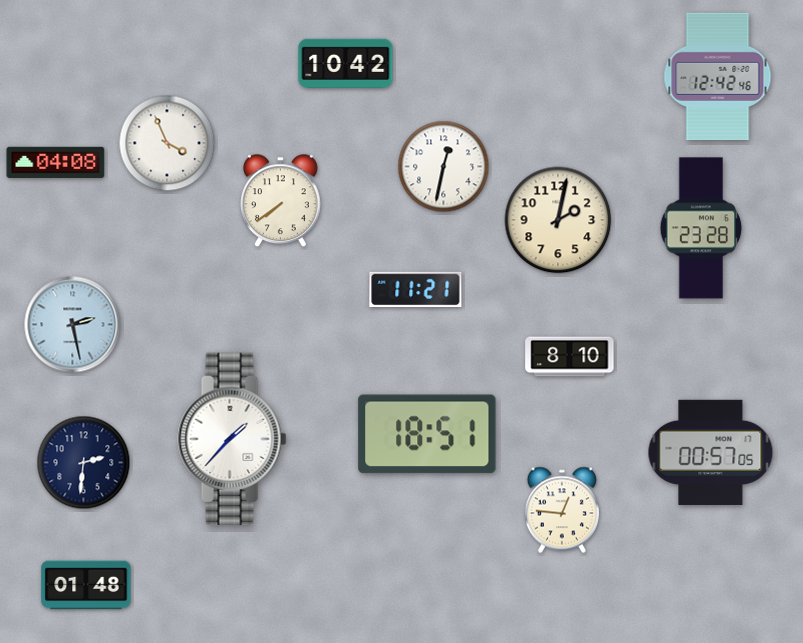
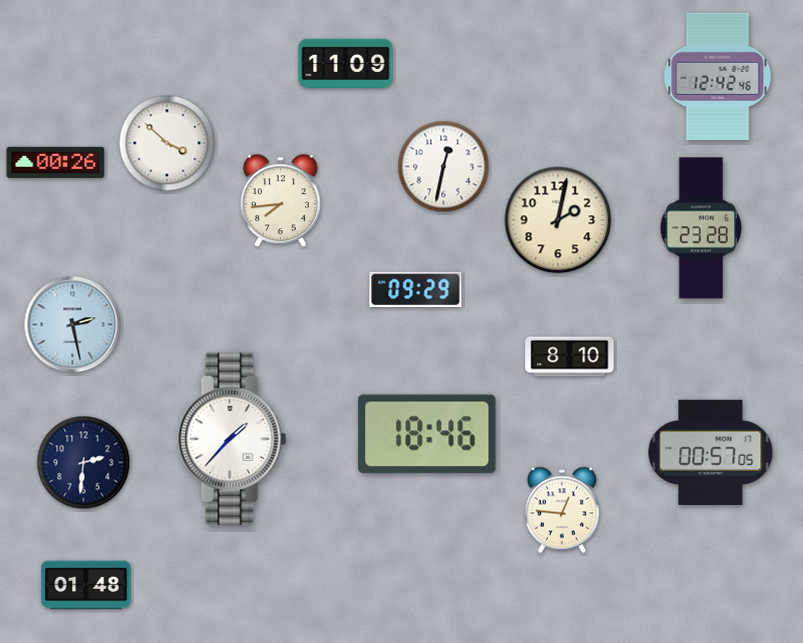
clock at (346, 63): 10:42 -> 11:09
clock at (167, 143): 3:56 -> 3:52
clock at (56, 162): 04:08 -> 00:26
clock at (281, 201): 7:39 -> 7:44
clock at (416, 290): 11:21 -> 09:29
clock at (427, 434): 18:51 -> 18:46
